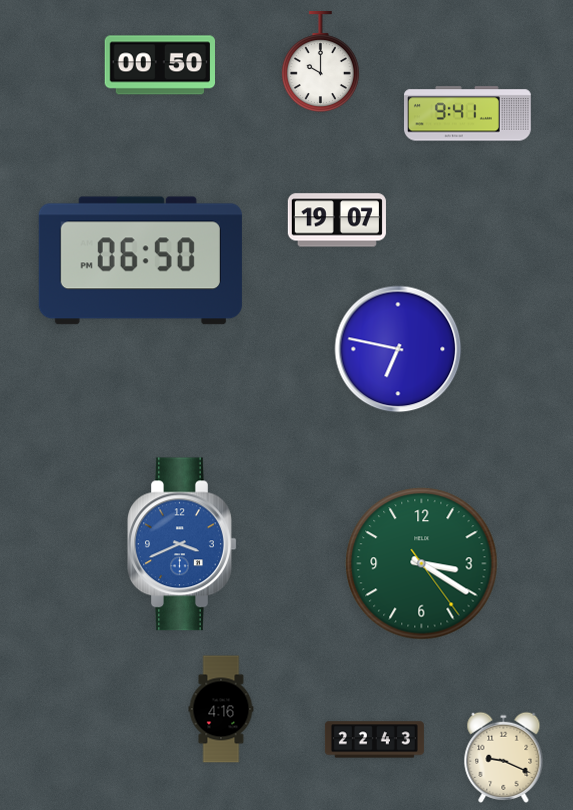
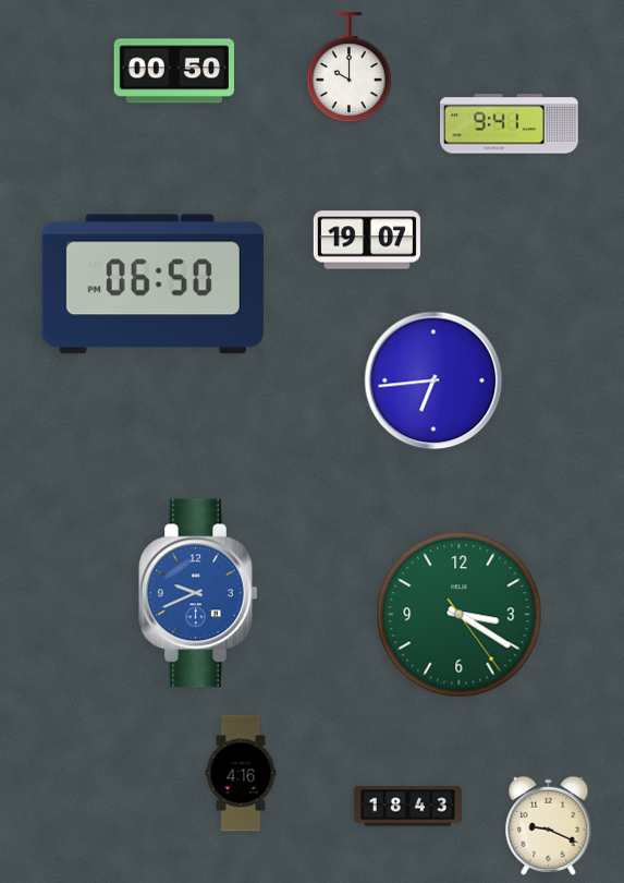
clock at (398, 349): 6:47 -> 6:44
clock at (182, 544): 3:41 -> 9:41
clock at (374, 740): 22:43 -> 18:43
